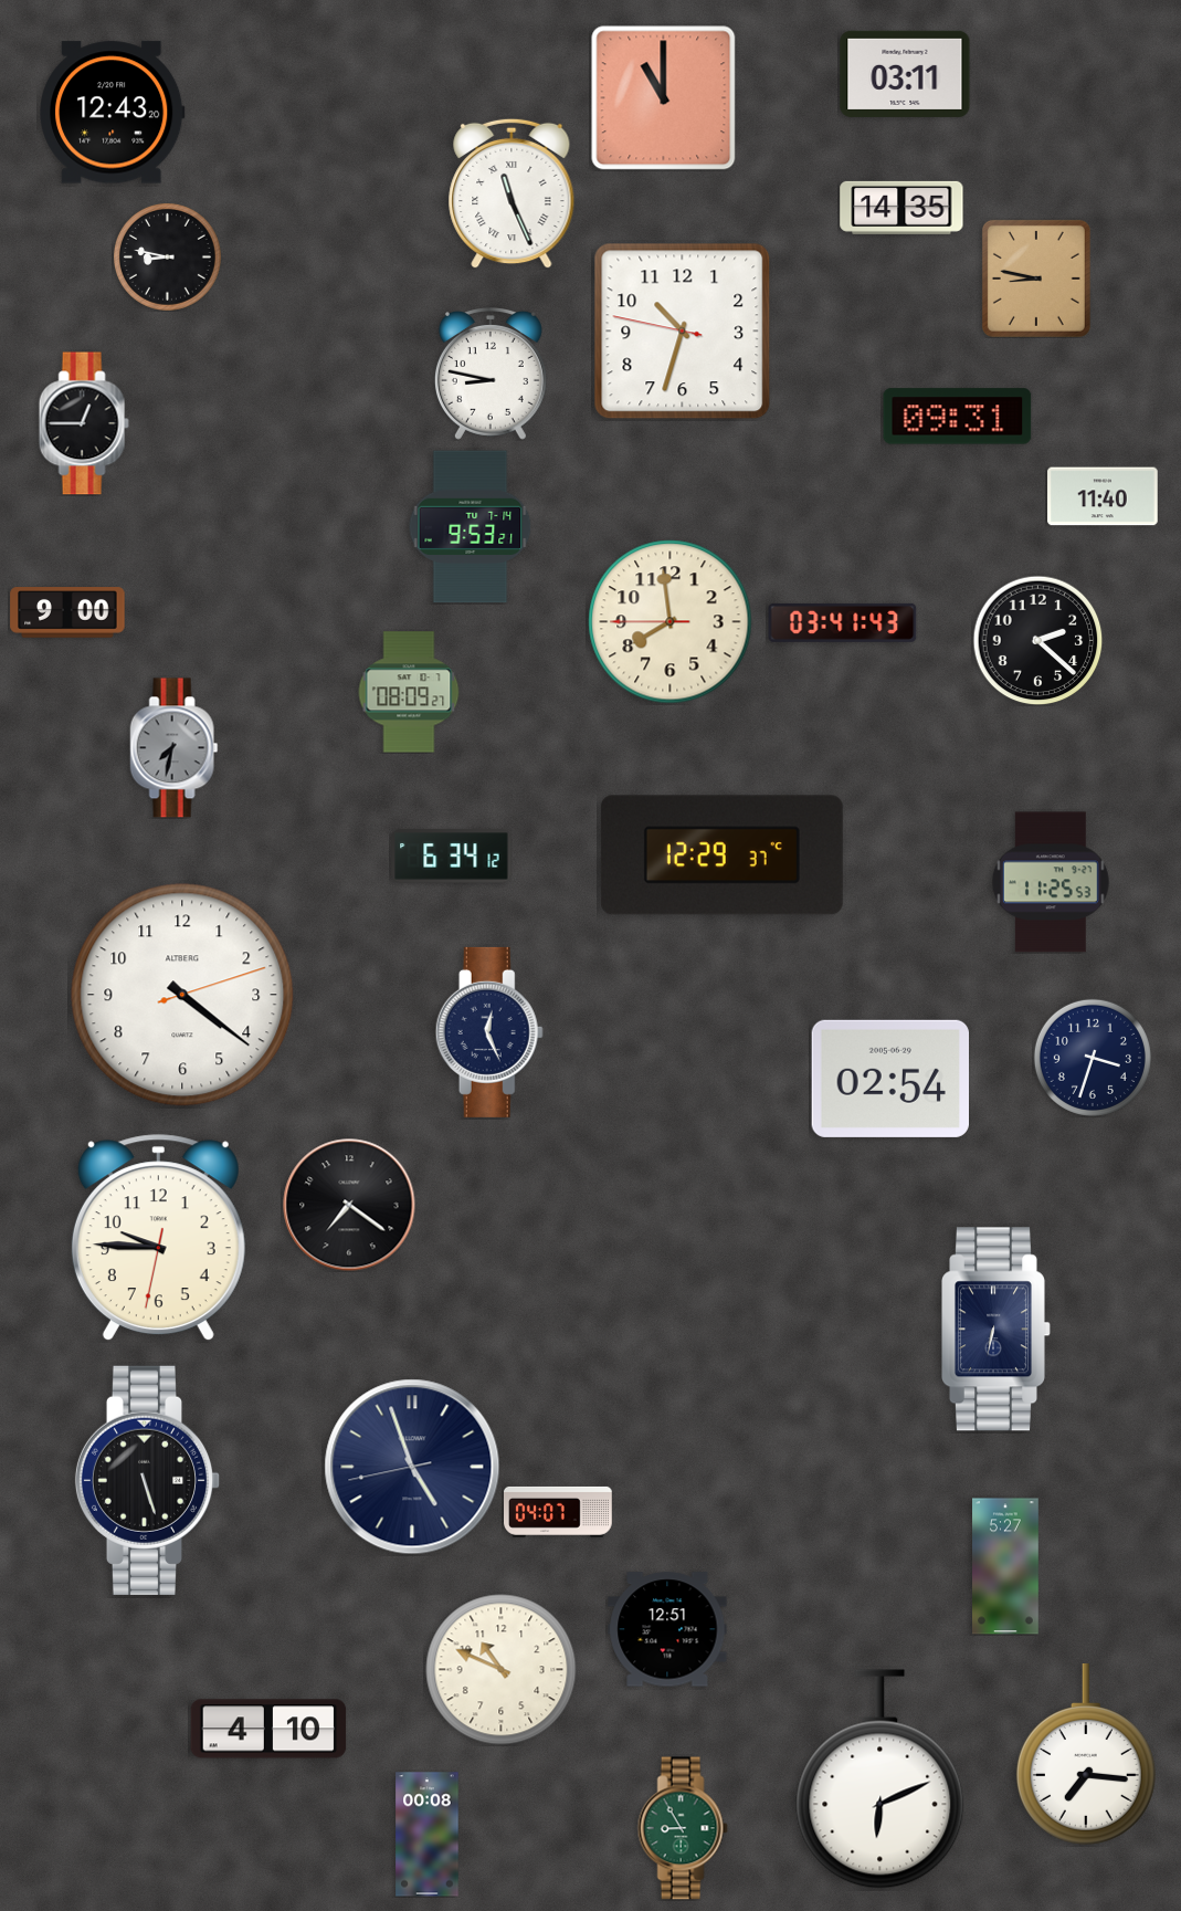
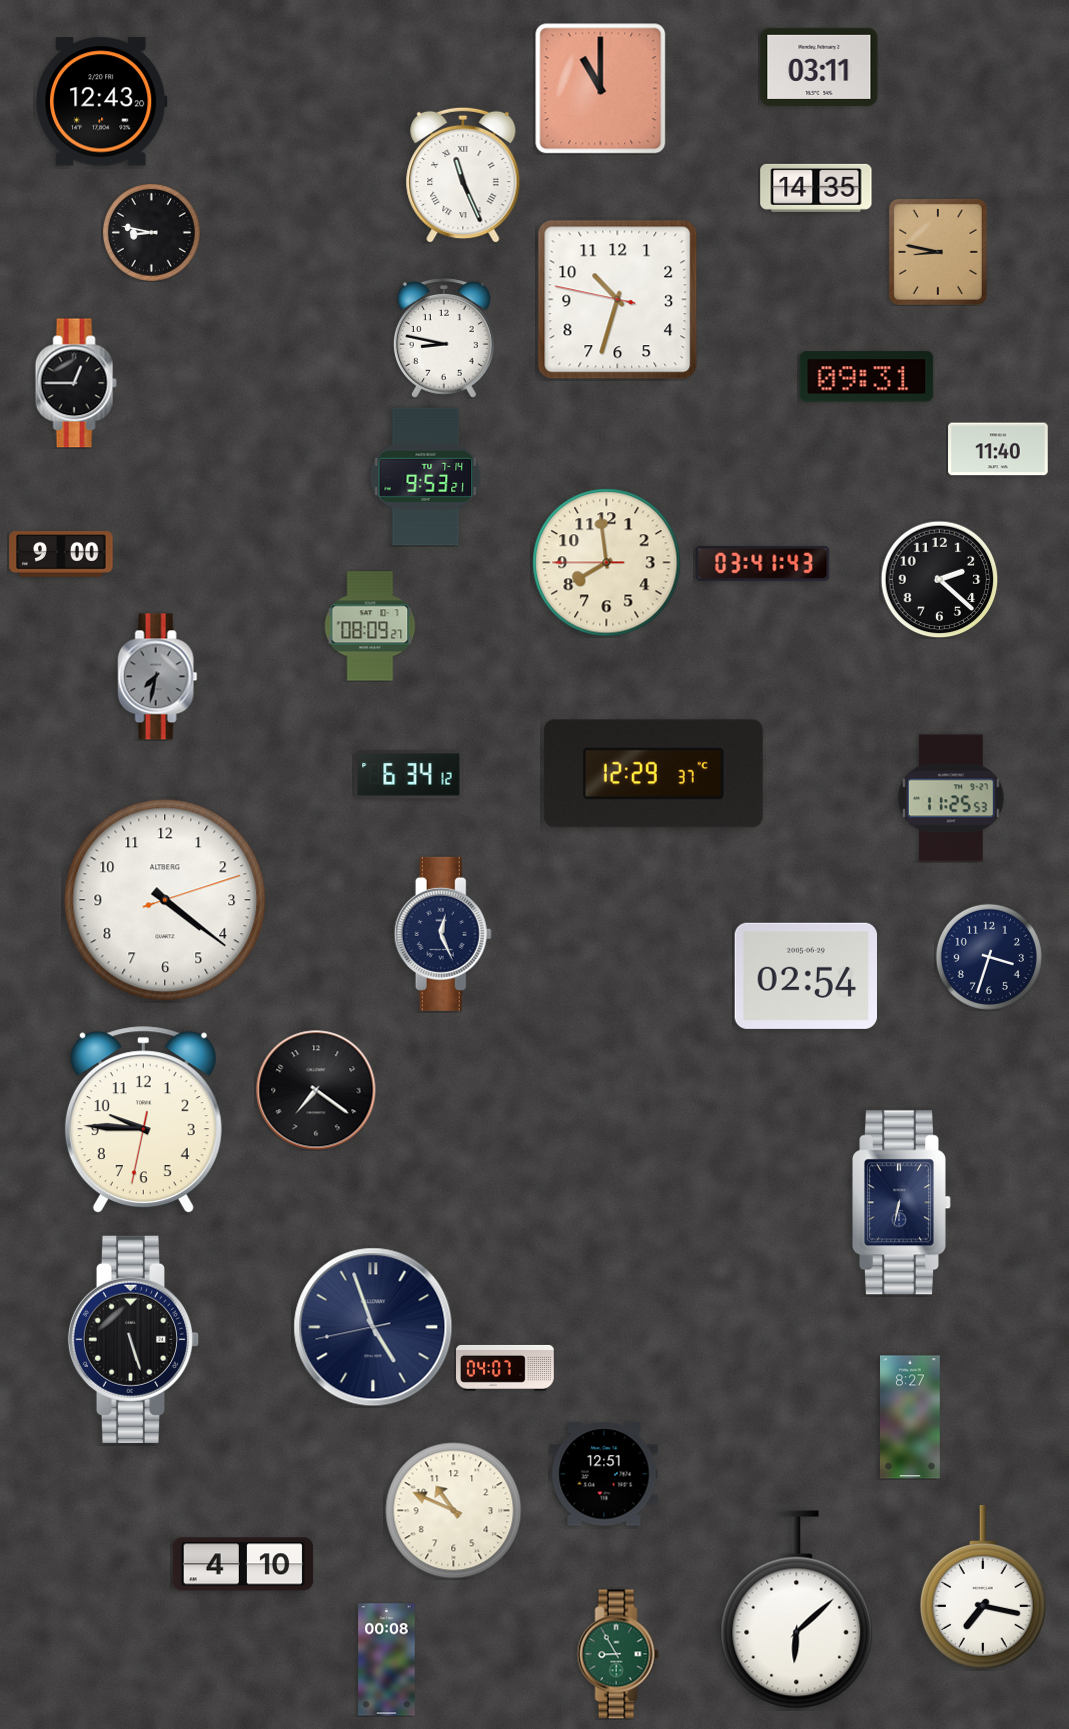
clock at (1006, 1566): 5:27 -> 8:27
clock at (1086, 1755): 7:16 -> 7:17
clock at (881, 1779): 6:11 -> 6:08
